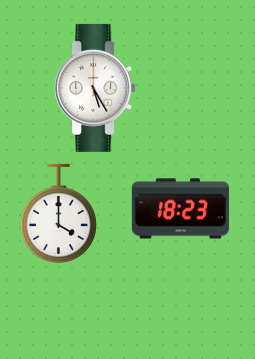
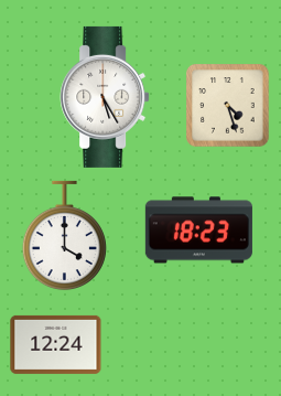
clock at (228, 106): none -> 4:27
clock at (56, 344): none -> 12:24
